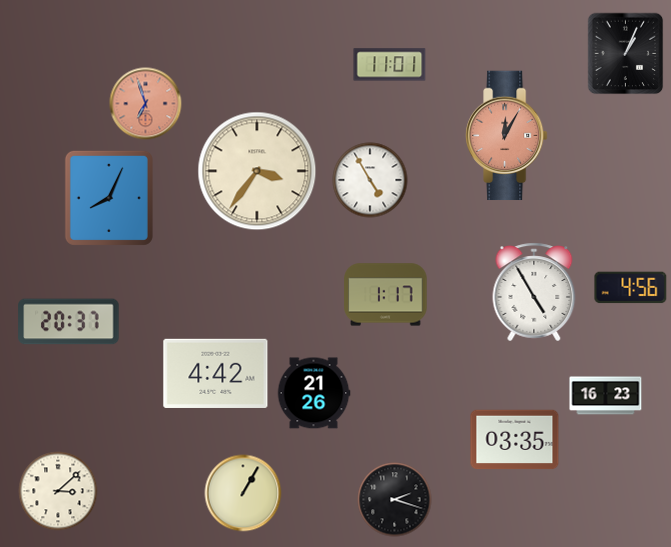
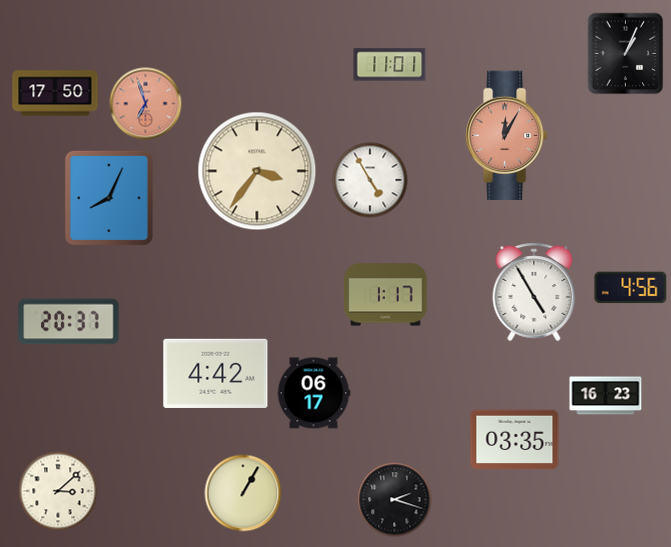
clock at (55, 93): none -> 17:50
clock at (314, 393): 21:26 -> 06:17
